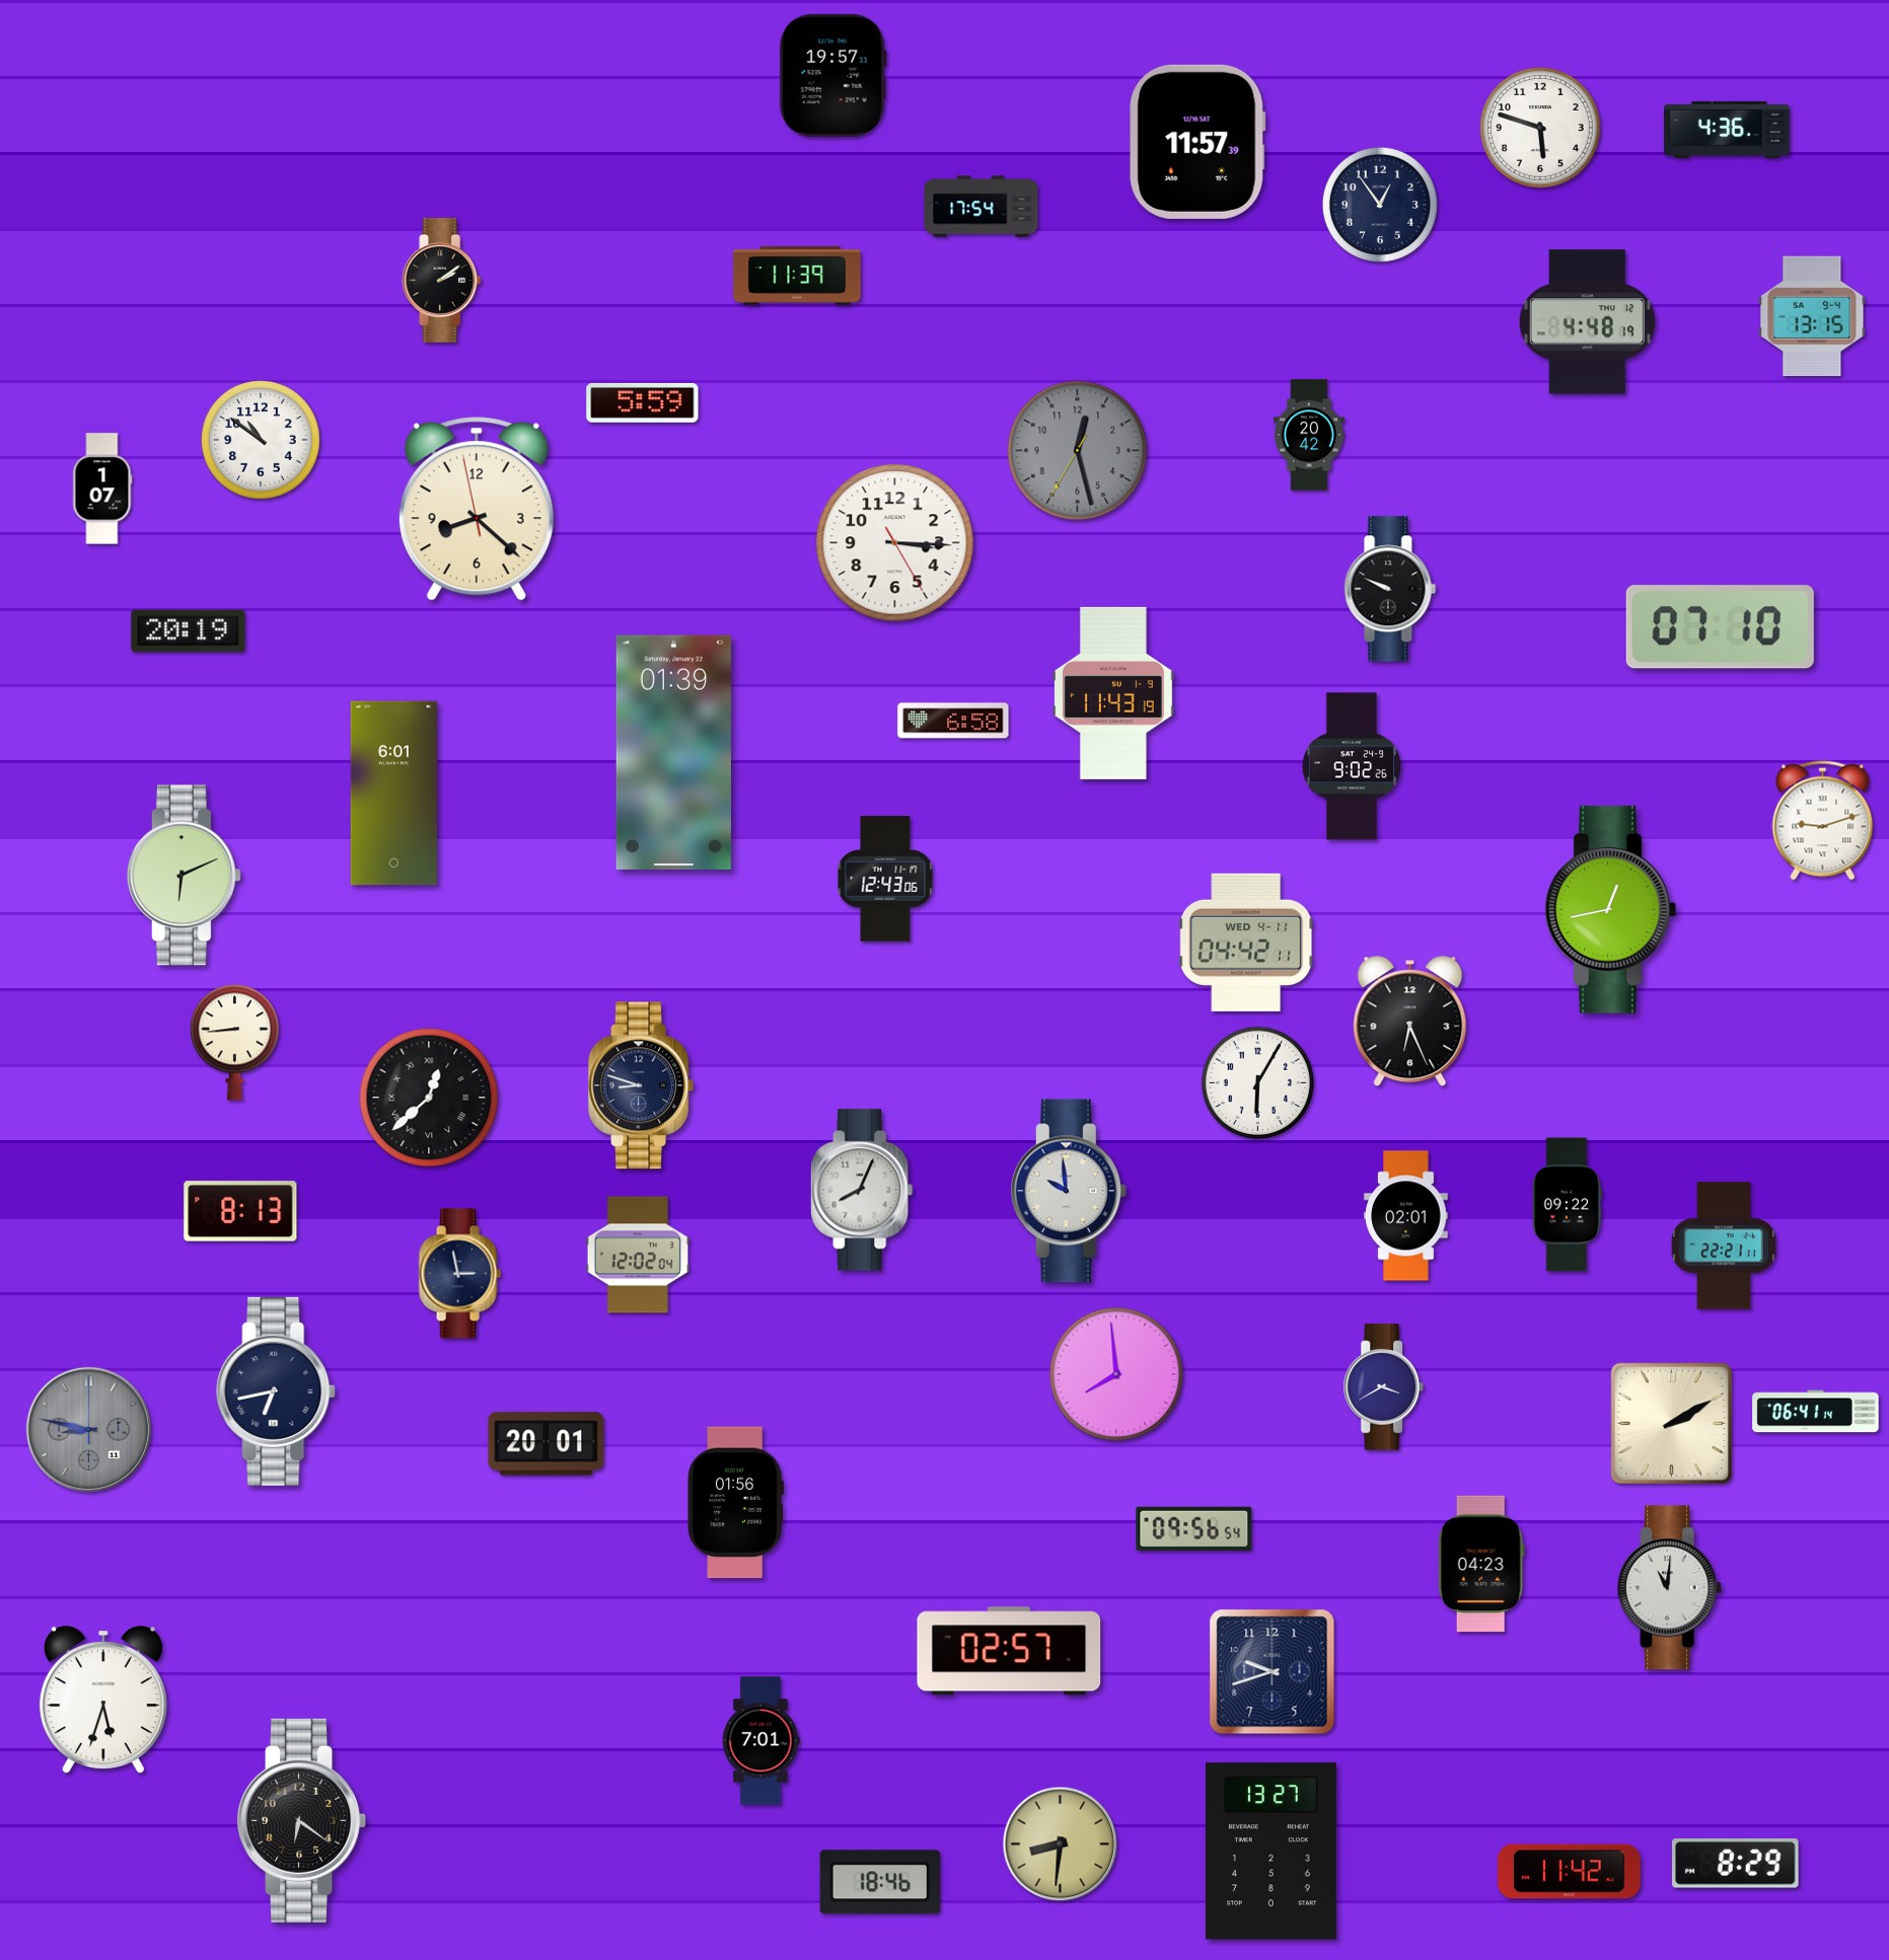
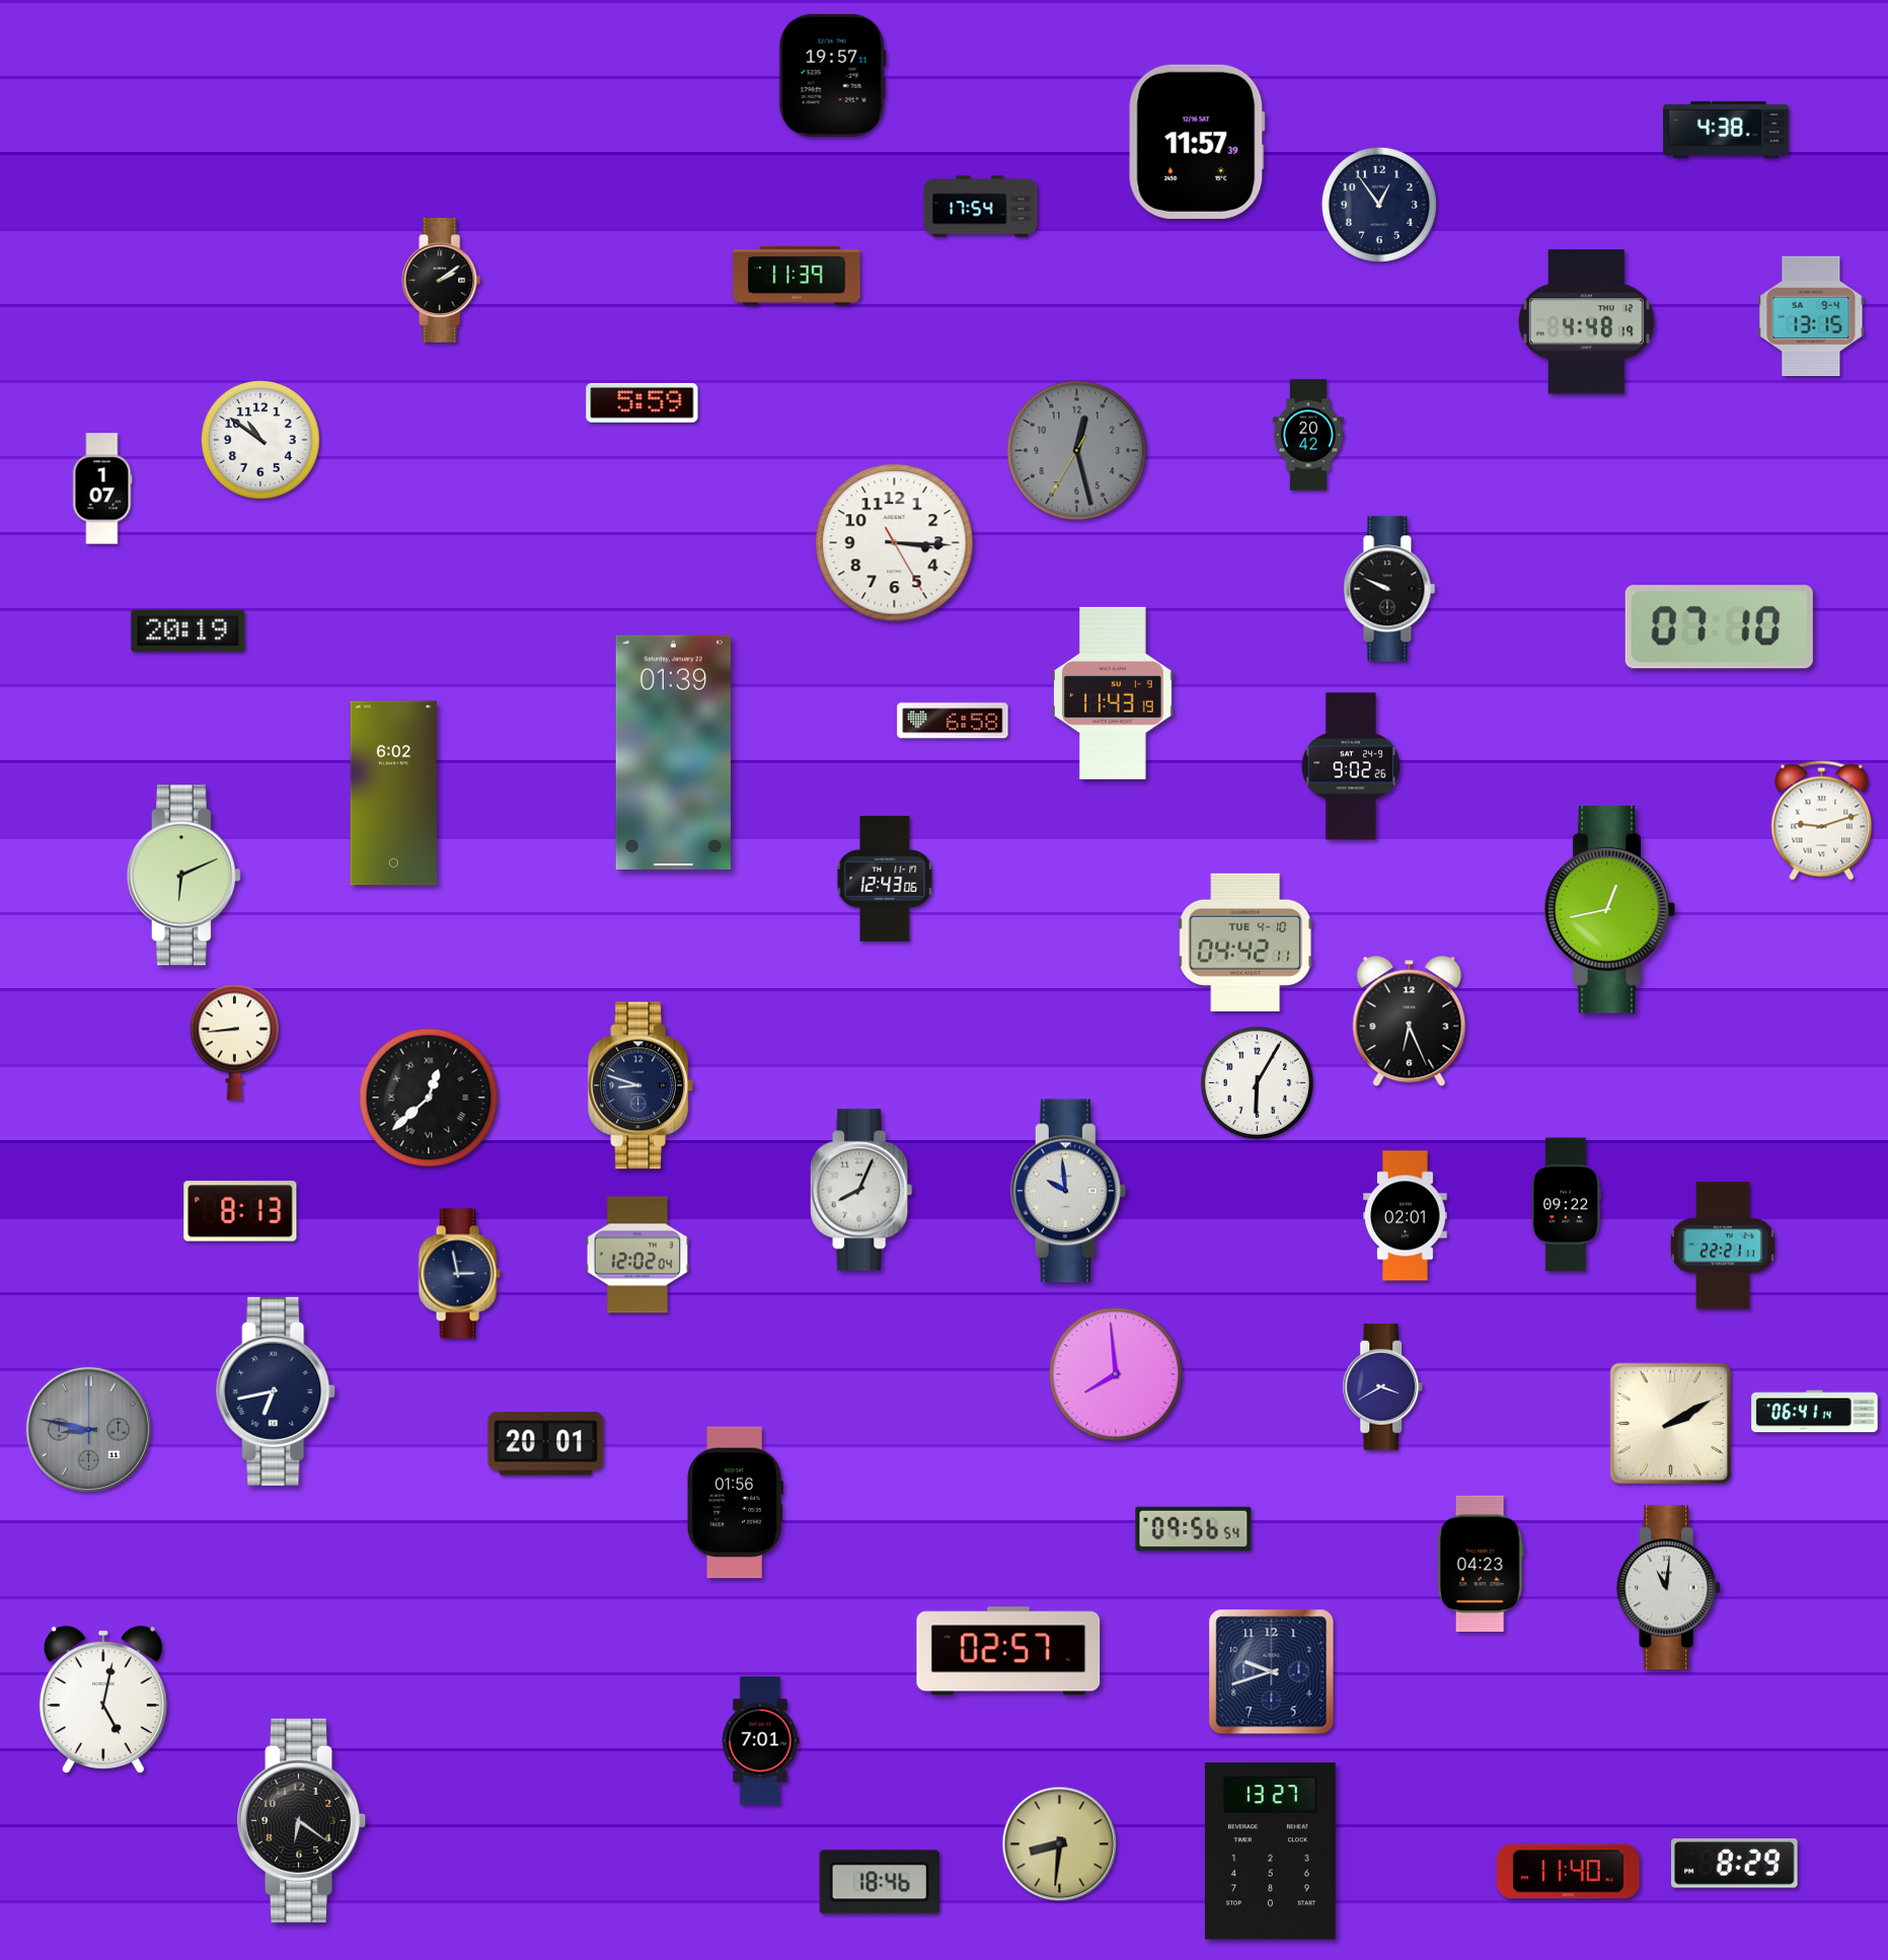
clock at (1541, 129): 5:48 -> none
clock at (1727, 130): 4:36 -> 4:38
clock at (477, 509): 8:21 -> none
clock at (393, 794): 6:01 -> 6:02
clock at (1247, 943) date: WED 4-11 -> TUE 4-10
clock at (103, 1701): 5:33 -> 5:02
clock at (1570, 1872): 11:42 -> 11:40
